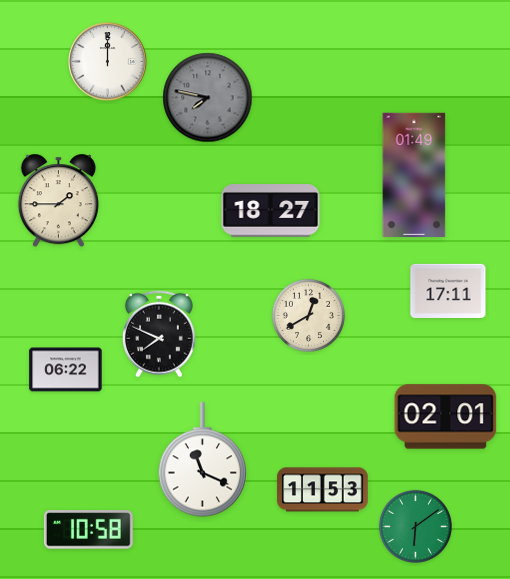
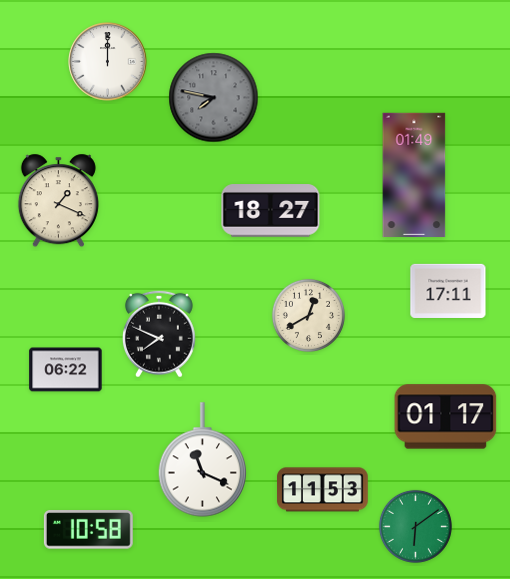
clock at (208, 98) position: (208, 98) -> (214, 98)
clock at (58, 201): 1:45 -> 1:19
clock at (446, 417): 02:01 -> 01:17
